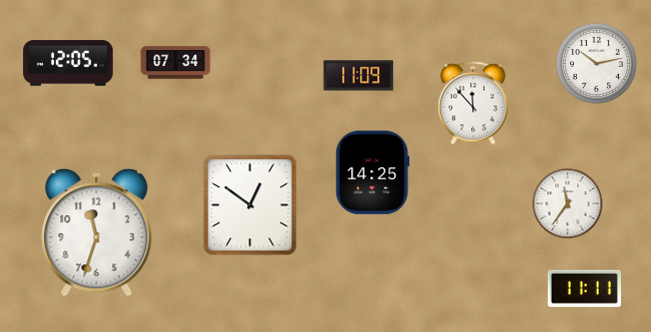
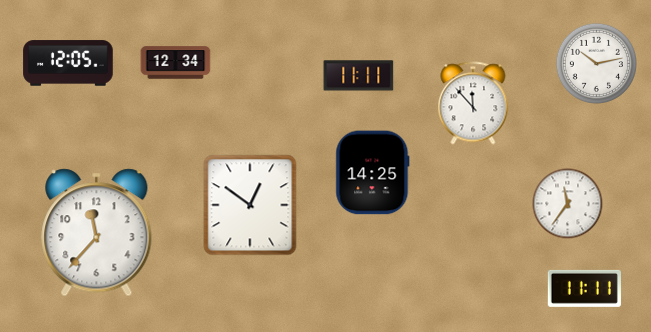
clock at (176, 63): 07:34 -> 12:34
clock at (359, 76): 11:09 -> 11:11
clock at (97, 233): 11:33 -> 11:37
